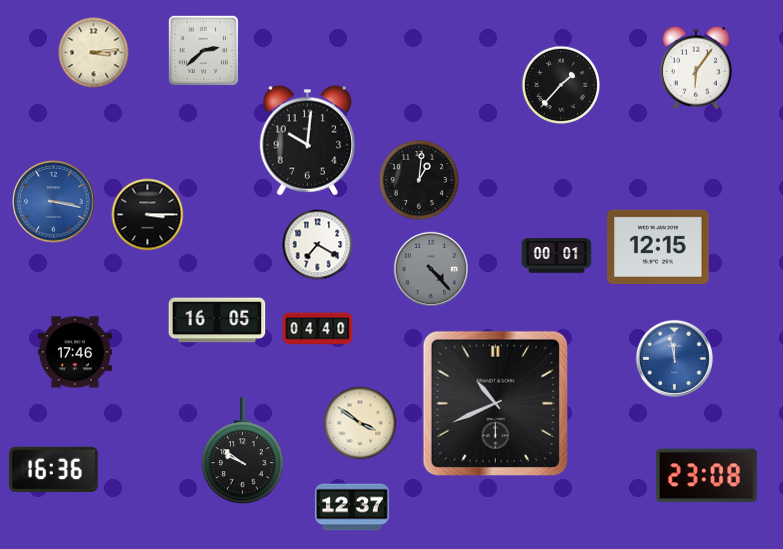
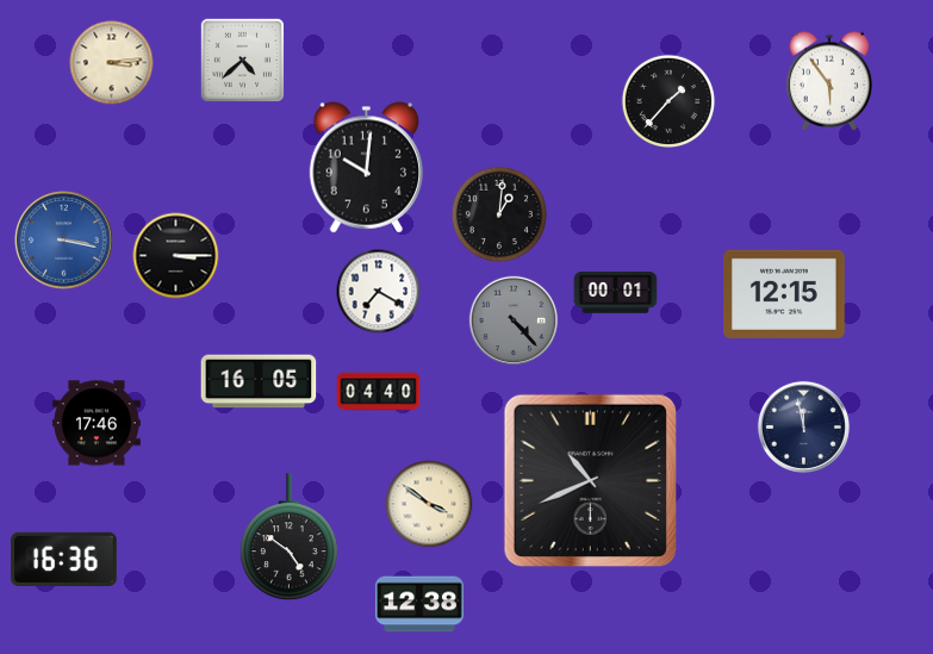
clock at (203, 50): 2:38 -> 4:38
clock at (696, 68): 6:06 -> 5:54
clock at (557, 256) position: (557, 256) -> (616, 293)
clock at (75, 352) position: (75, 352) -> (97, 423)
clock at (674, 358) dial: blue -> navy
clock at (243, 451): 9:51 -> 4:51
clock at (706, 476): 23:08 -> none
clock at (352, 507): 12:37 -> 12:38
